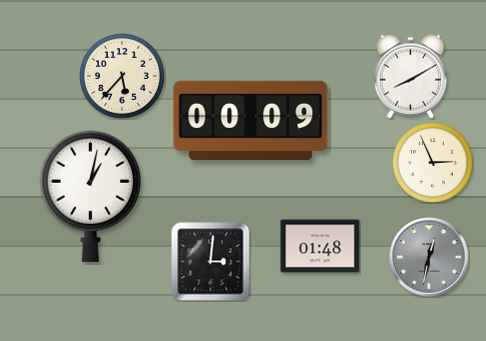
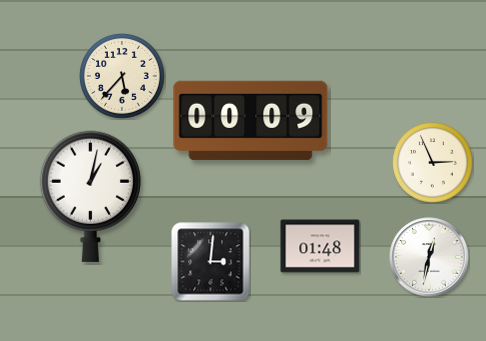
clock at (411, 77): 8:10 -> none
clock at (429, 257) dial: grey -> white
